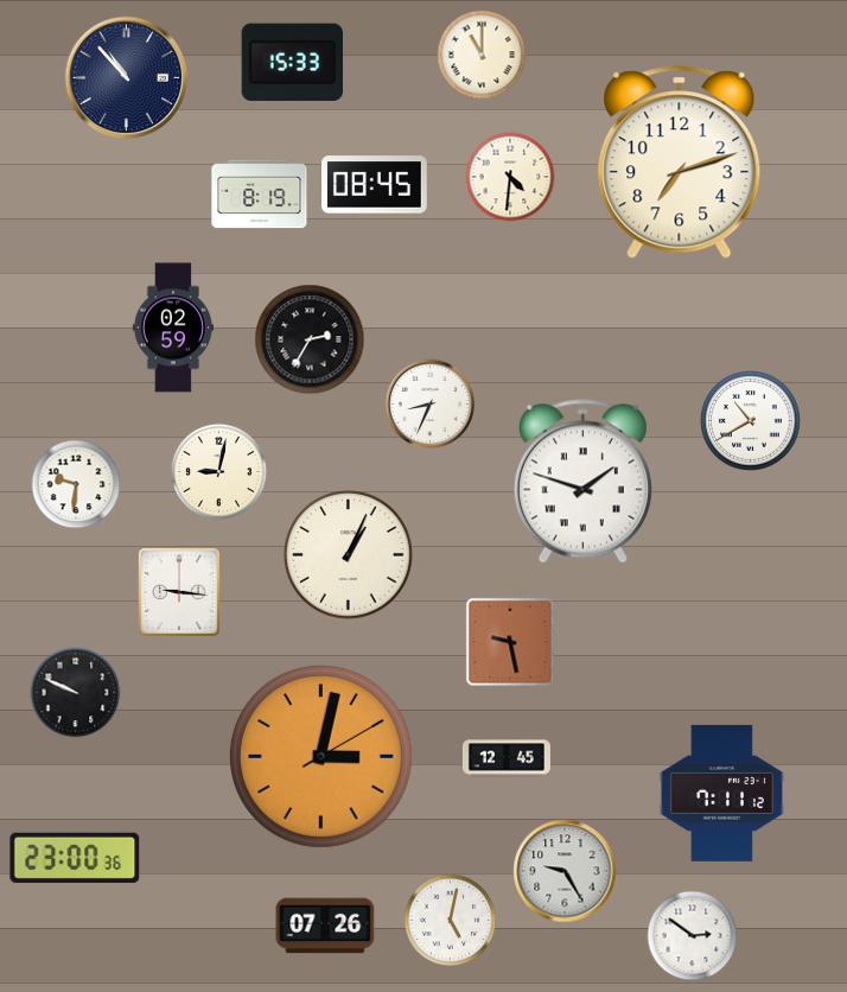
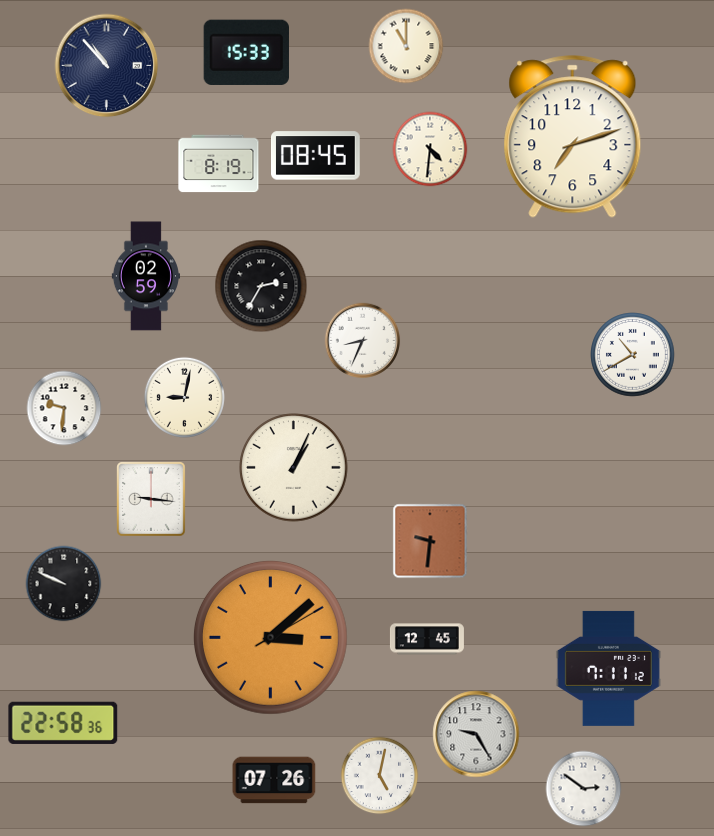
clock at (582, 482): 1:48 -> none
clock at (510, 642): 9:28 -> 9:31
clock at (320, 756): 3:02 -> 3:08
clock at (75, 858): 23:00 -> 22:58
